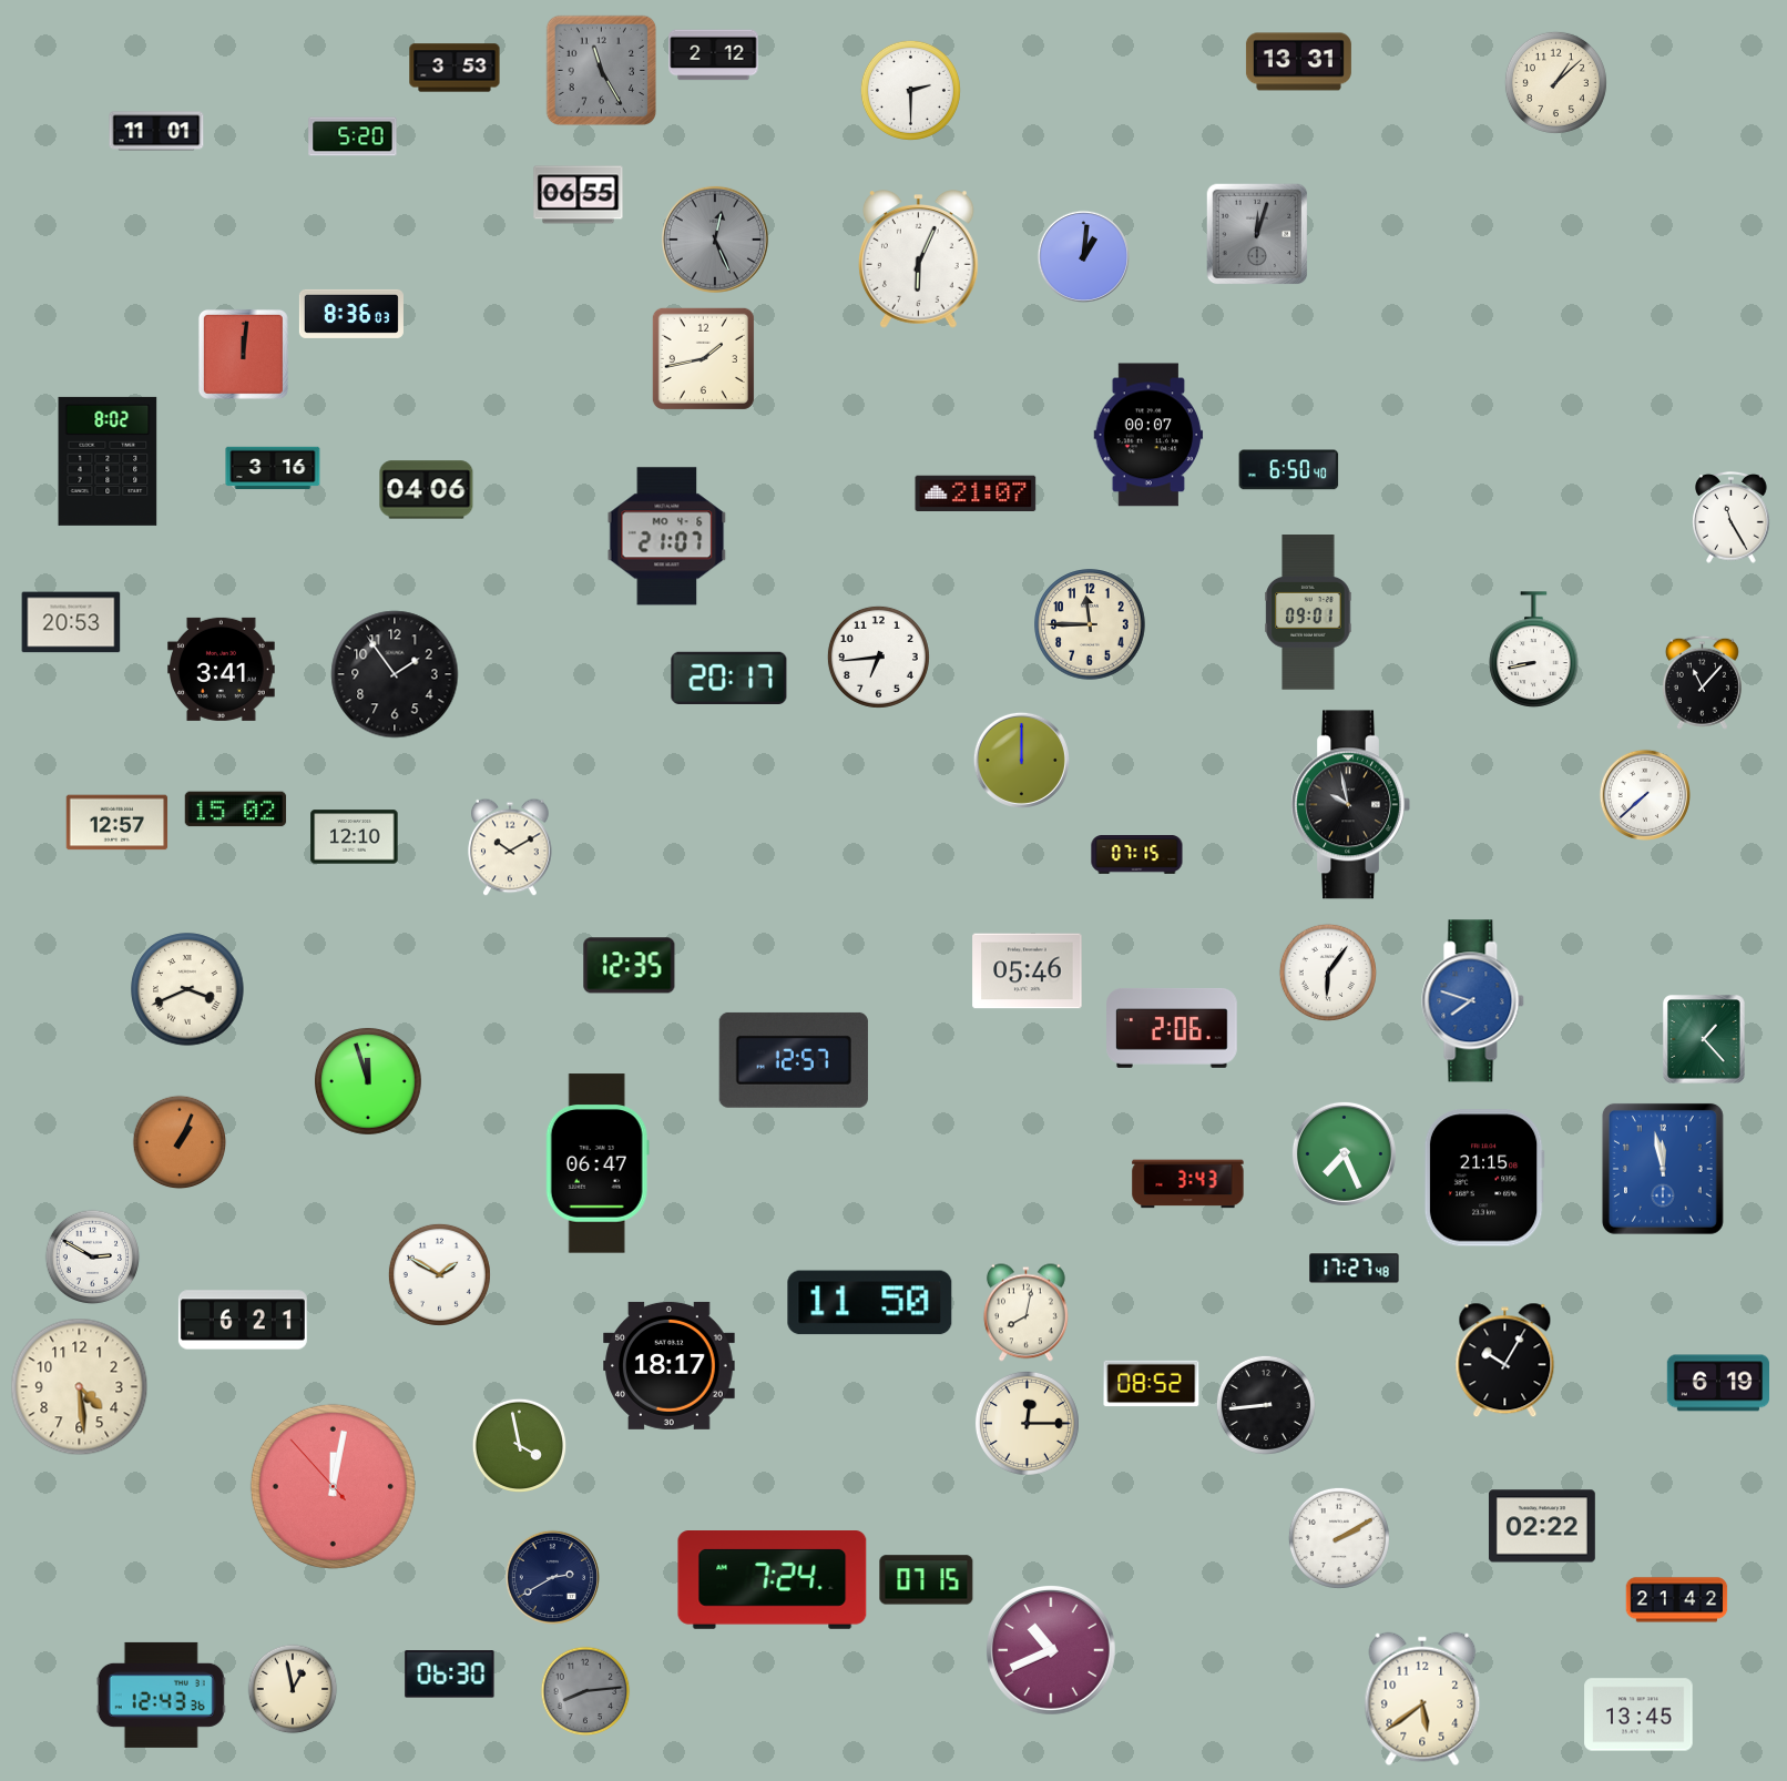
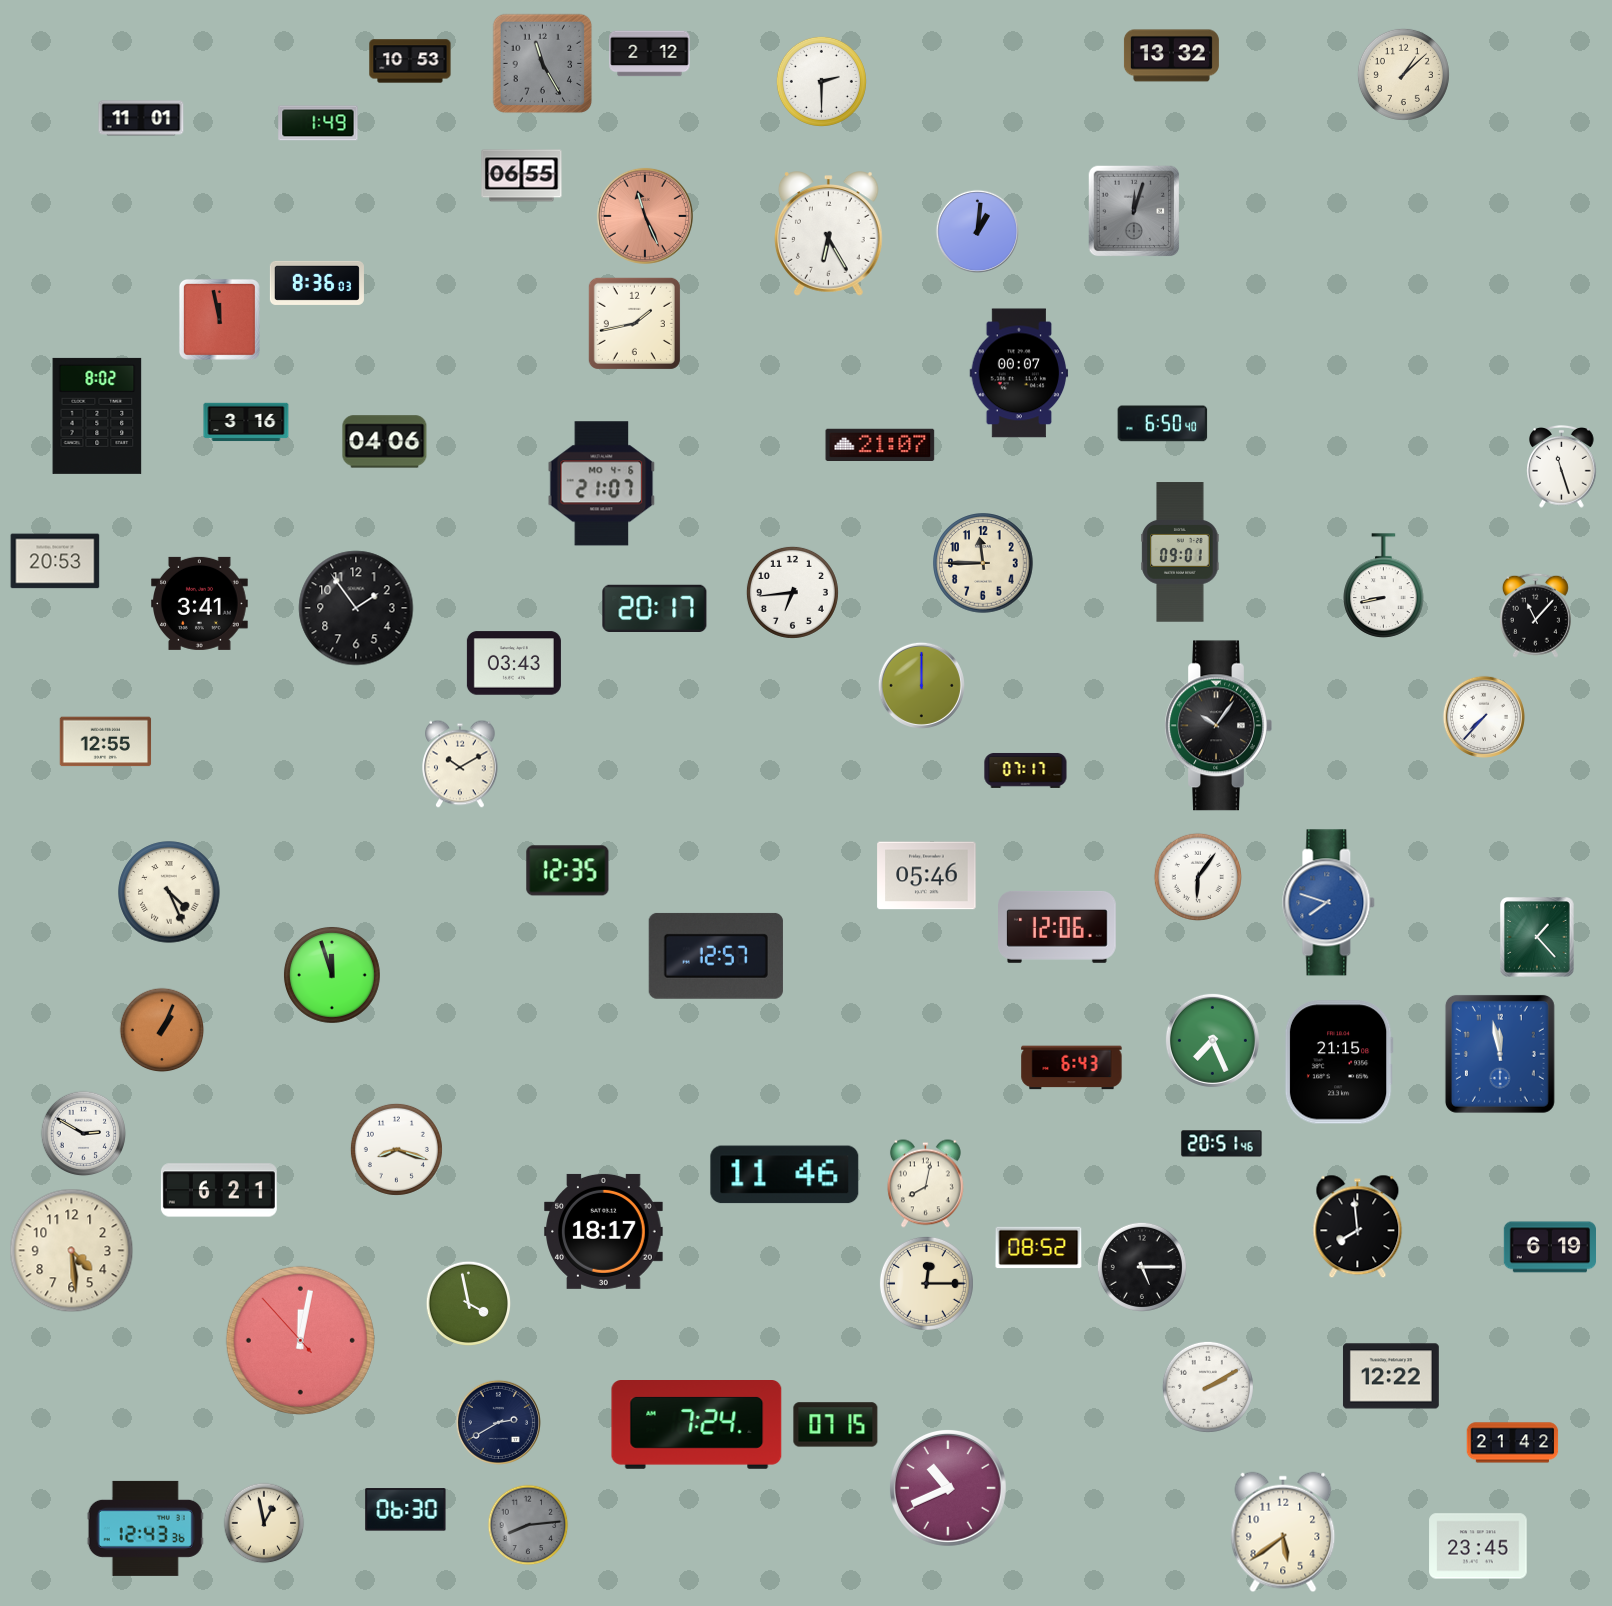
clock at (714, 55) position: (714, 55) -> (650, 54)
clock at (1298, 62): 13:31 -> 13:32
clock at (455, 68): 3:53 -> 10:53
clock at (353, 136): 5:20 -> 1:49
clock at (715, 240): 12:26 -> 11:26
clock at (715, 240) dial: grey -> salmon
clock at (918, 259): 6:04 -> 6:25
clock at (243, 354): 12:01 -> 11:58
clock at (1148, 435) position: (1148, 435) -> (1019, 373)
clock at (1732, 518): 11:25 -> 11:27
clock at (71, 622) position: (71, 622) -> (55, 561)
clock at (729, 678) position: (729, 678) -> (655, 608)
clock at (514, 663): none -> 03:43
clock at (1645, 795): 7:38 -> 7:37
clock at (1350, 805): 9:58 -> 10:06
clock at (236, 810): 15:02 -> none
clock at (118, 823): 12:57 -> 12:55
clock at (355, 837): 12:10 -> none
clock at (1137, 854): 07:15 -> 07:17
clock at (187, 989): 3:41 -> 4:26
clock at (1173, 1028): 2:06 -> 12:06
clock at (598, 1163): 06:47 -> none
clock at (1188, 1184): 3:43 -> 6:43
clock at (1355, 1269): 17:27 -> 20:51
clock at (439, 1274): 1:50 -> 8:18
clock at (870, 1303): 11:50 -> 11:46
clock at (1505, 1361): 10:05 -> 7:59
clock at (1266, 1405): 8:44 -> 5:15
clock at (1542, 1526): 02:22 -> 12:22
clock at (1638, 1714): 13:45 -> 23:45
